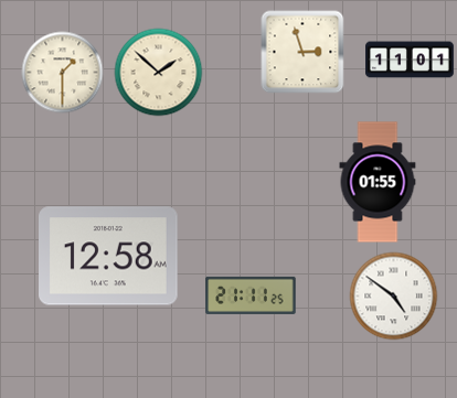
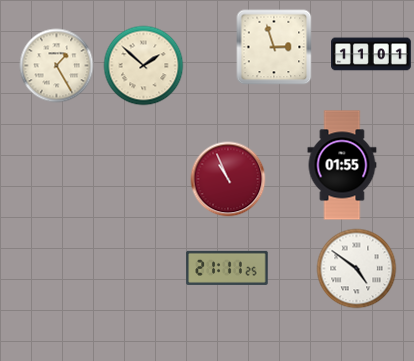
clock at (63, 73): 1:30 -> 1:25
clock at (228, 179): none -> 10:56
clock at (109, 256): 12:58 -> none
